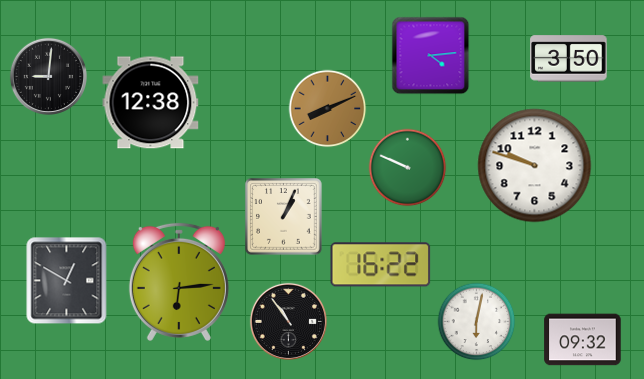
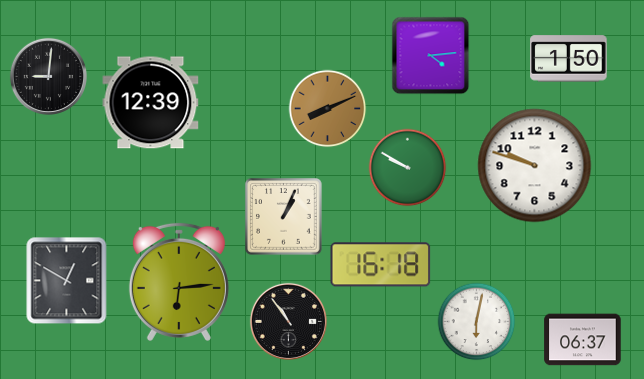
clock at (569, 59): 3:50 -> 1:50
clock at (151, 103): 12:38 -> 12:39
clock at (407, 167): 9:49 -> 9:50
clock at (381, 265): 16:22 -> 16:18
clock at (583, 340): 09:32 -> 06:37
